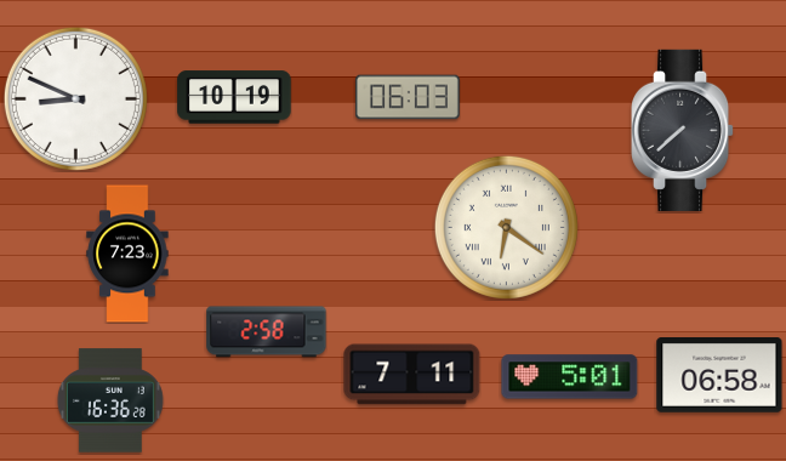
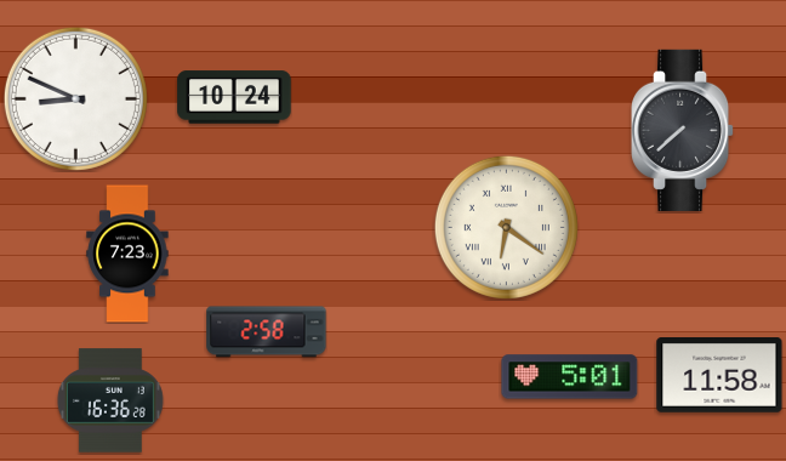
clock at (234, 97): 10:19 -> 10:24
clock at (408, 97): 06:03 -> none
clock at (412, 375): 7:11 -> none
clock at (719, 376): 06:58 -> 11:58
